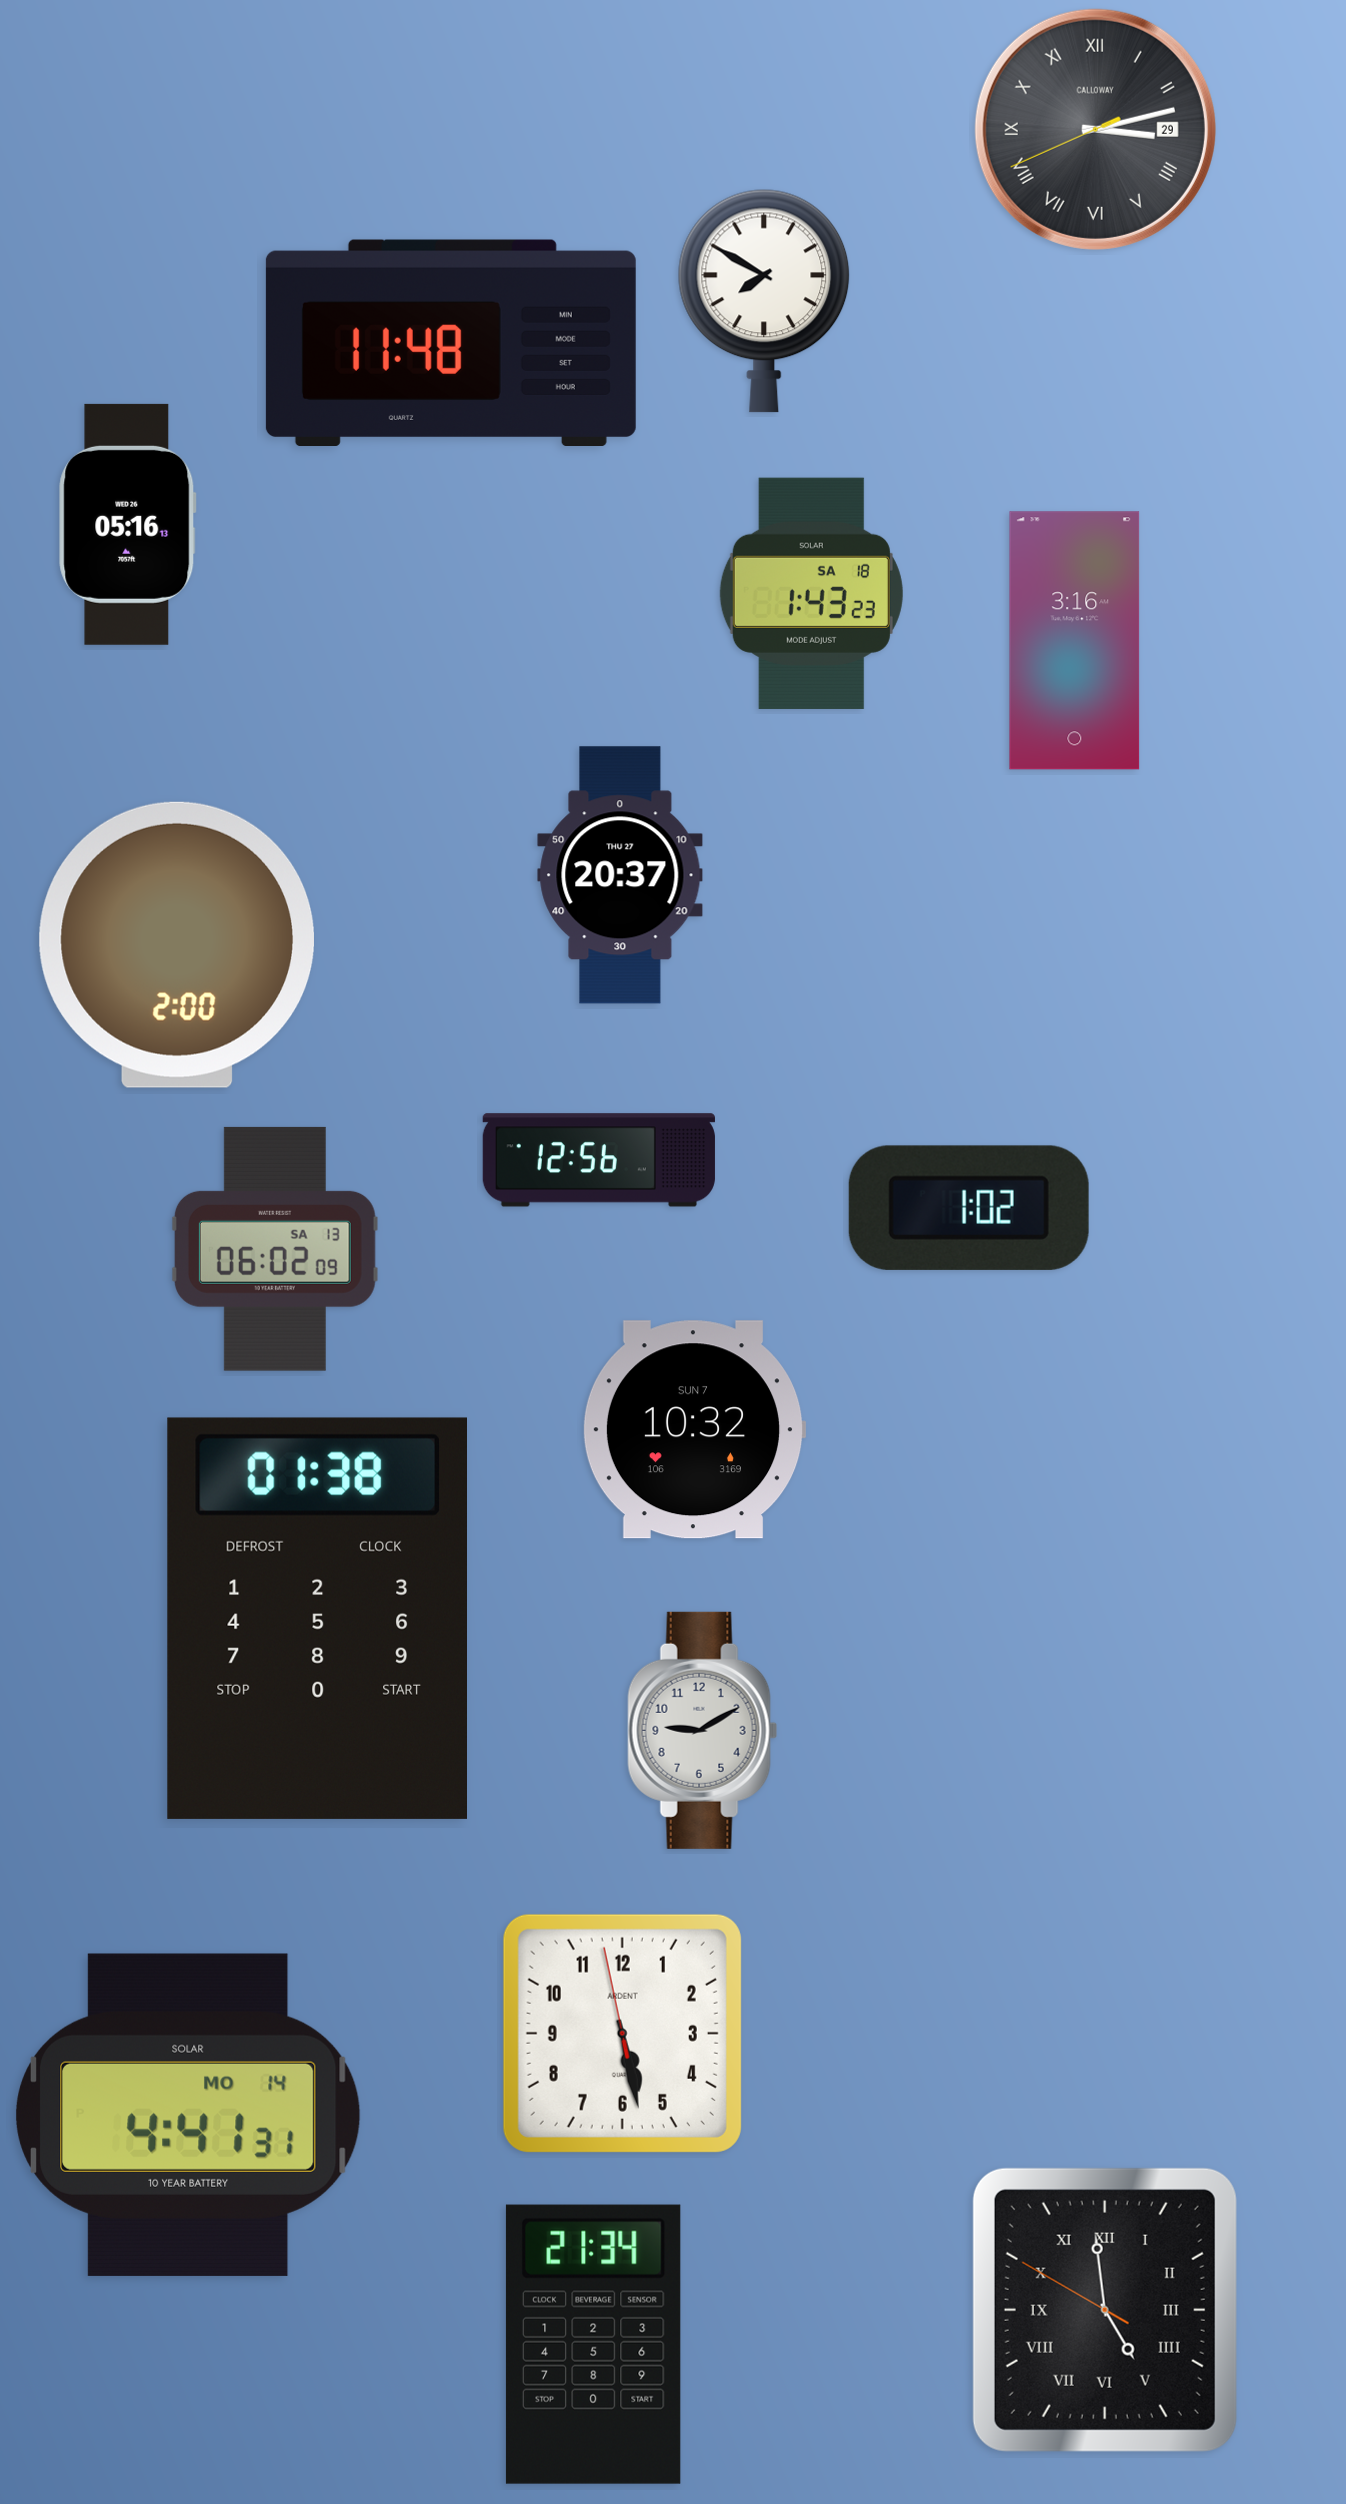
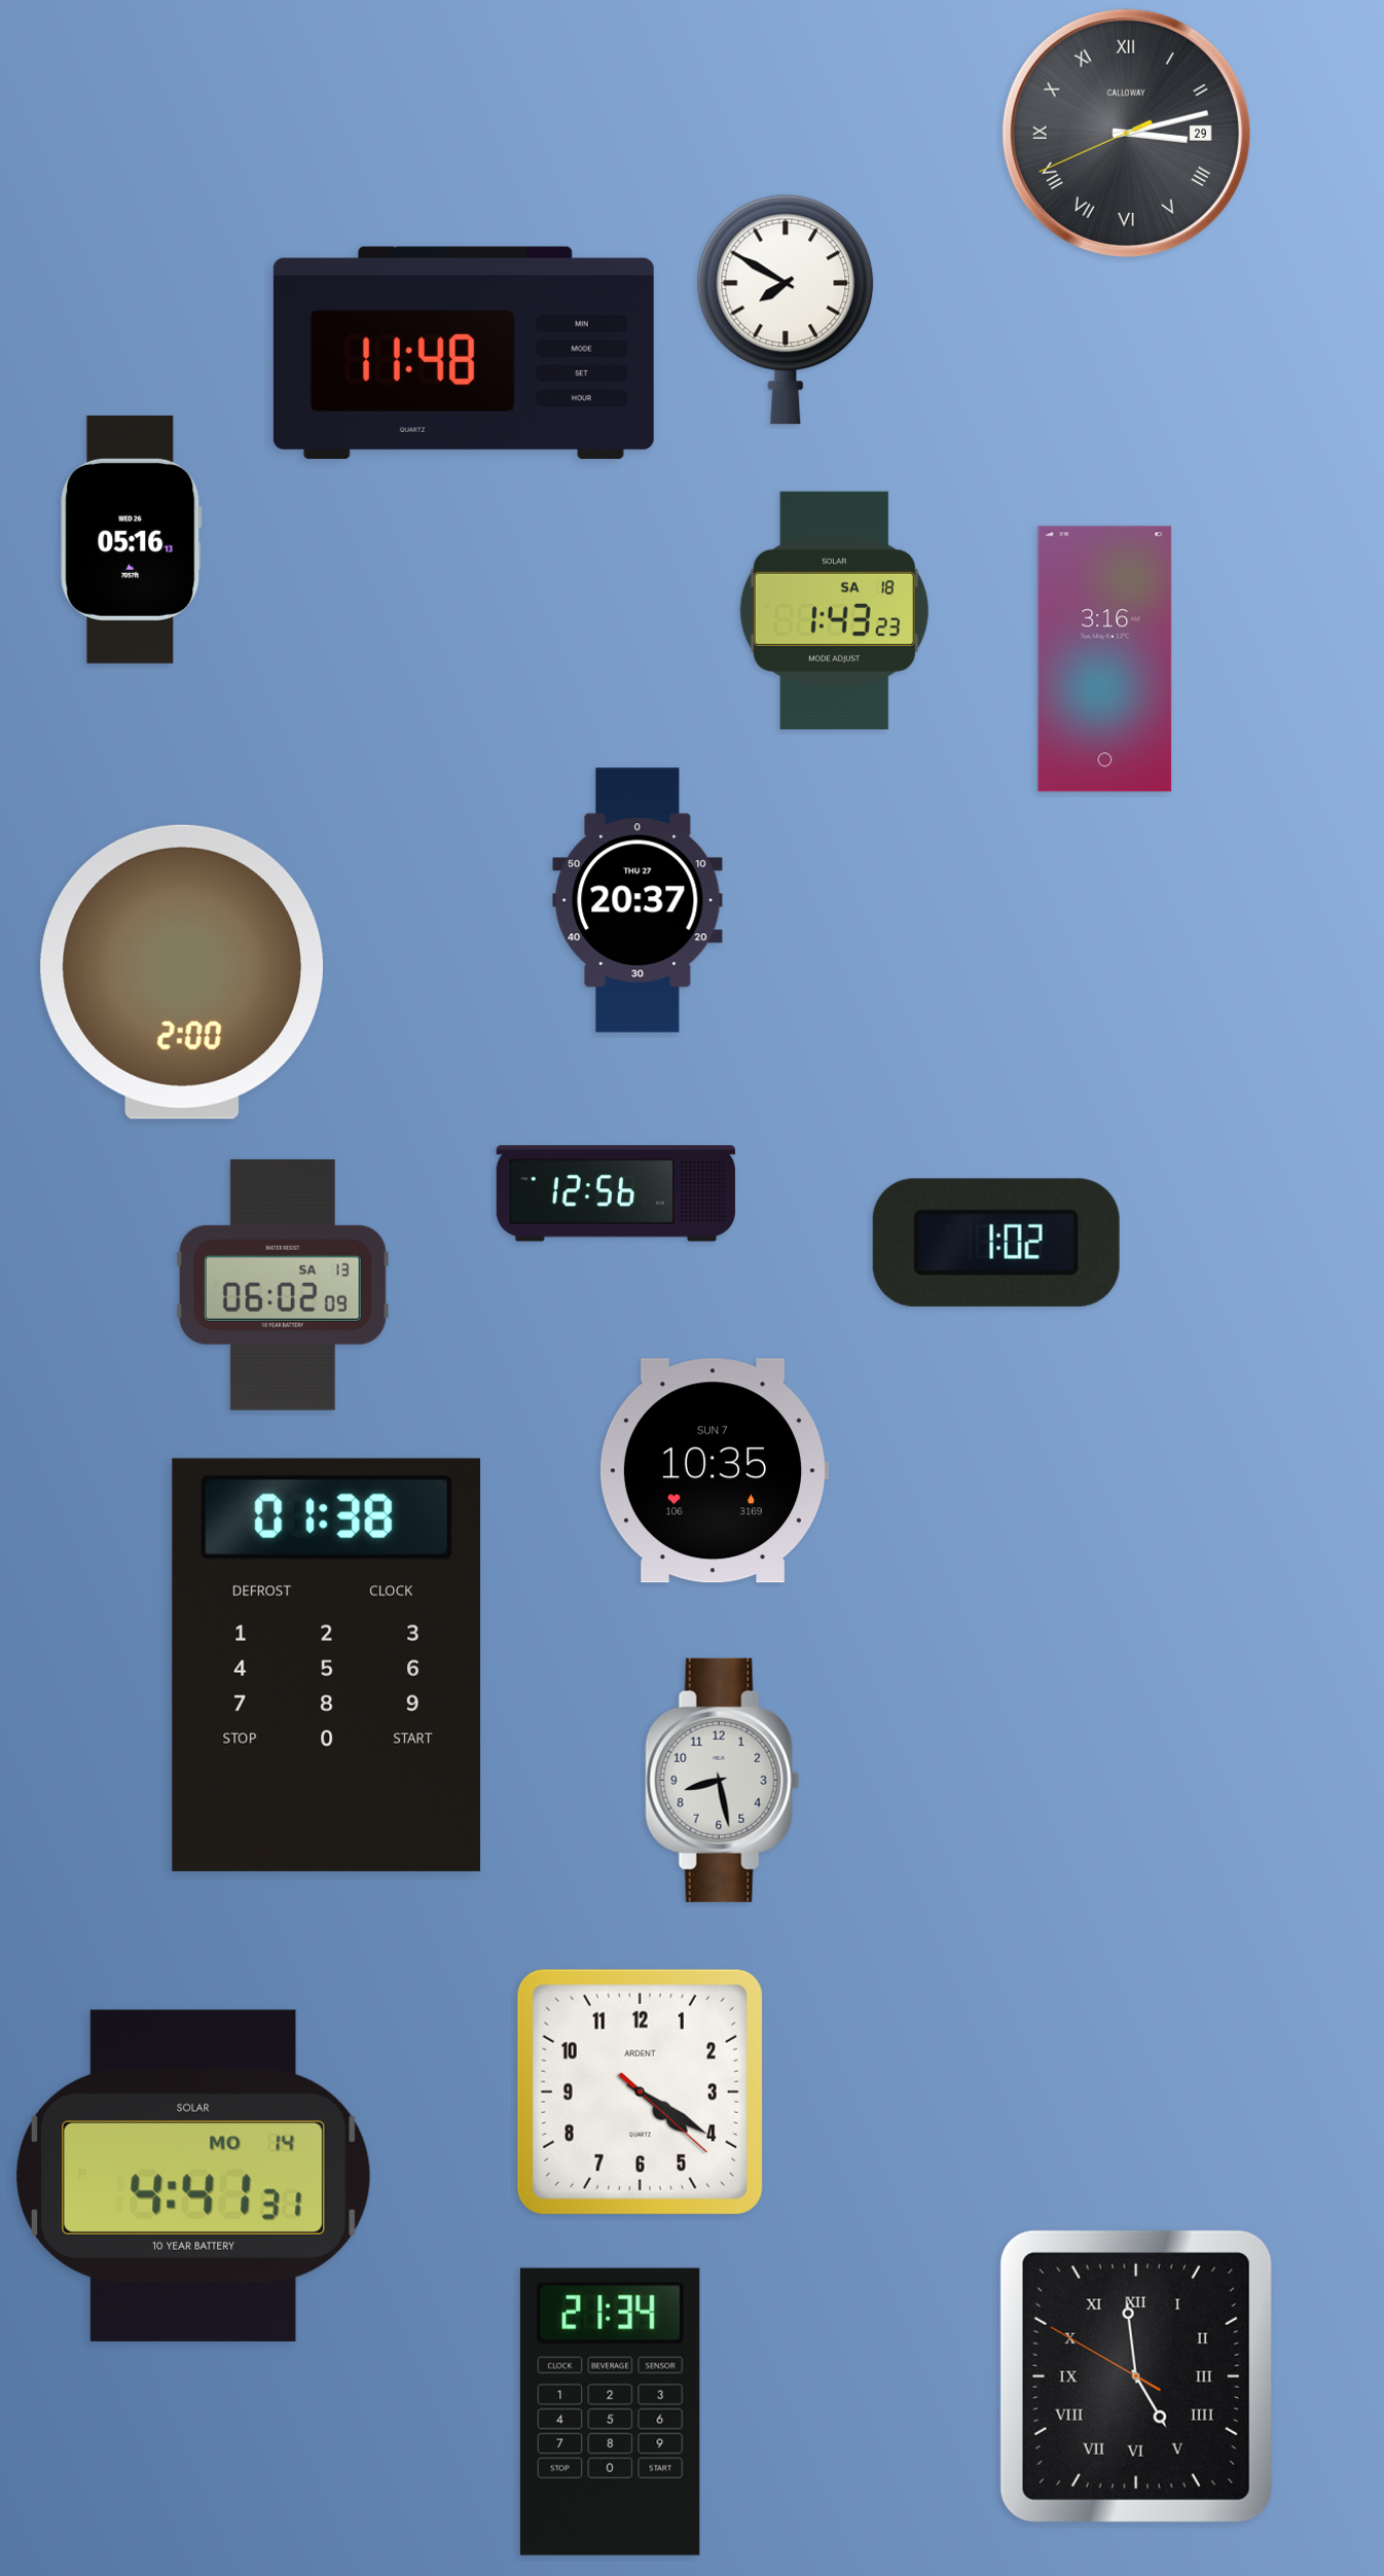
clock at (694, 1430): 10:32 -> 10:35
clock at (703, 1730): 9:10 -> 8:28
clock at (622, 2033): 5:27 -> 4:20
